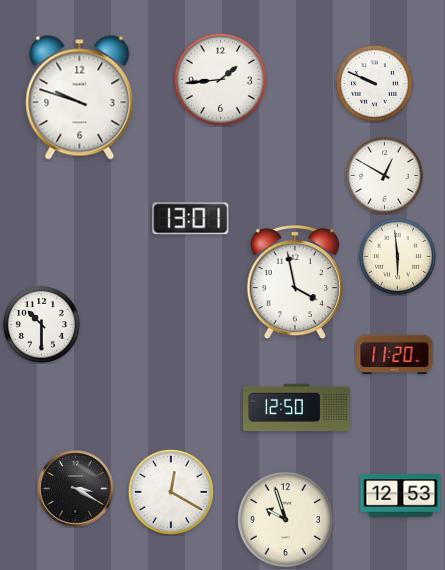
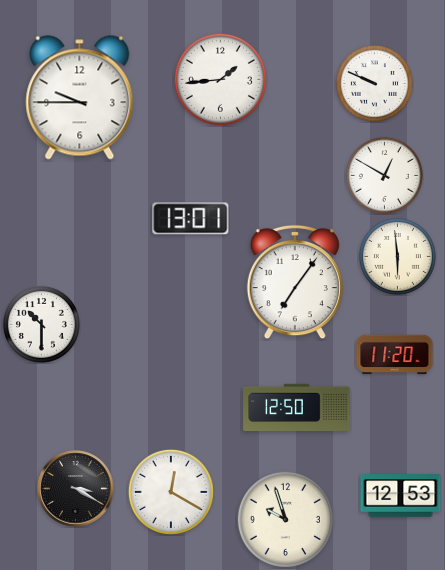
clock at (80, 98): 9:48 -> 9:45
clock at (295, 282): 3:58 -> 7:06
